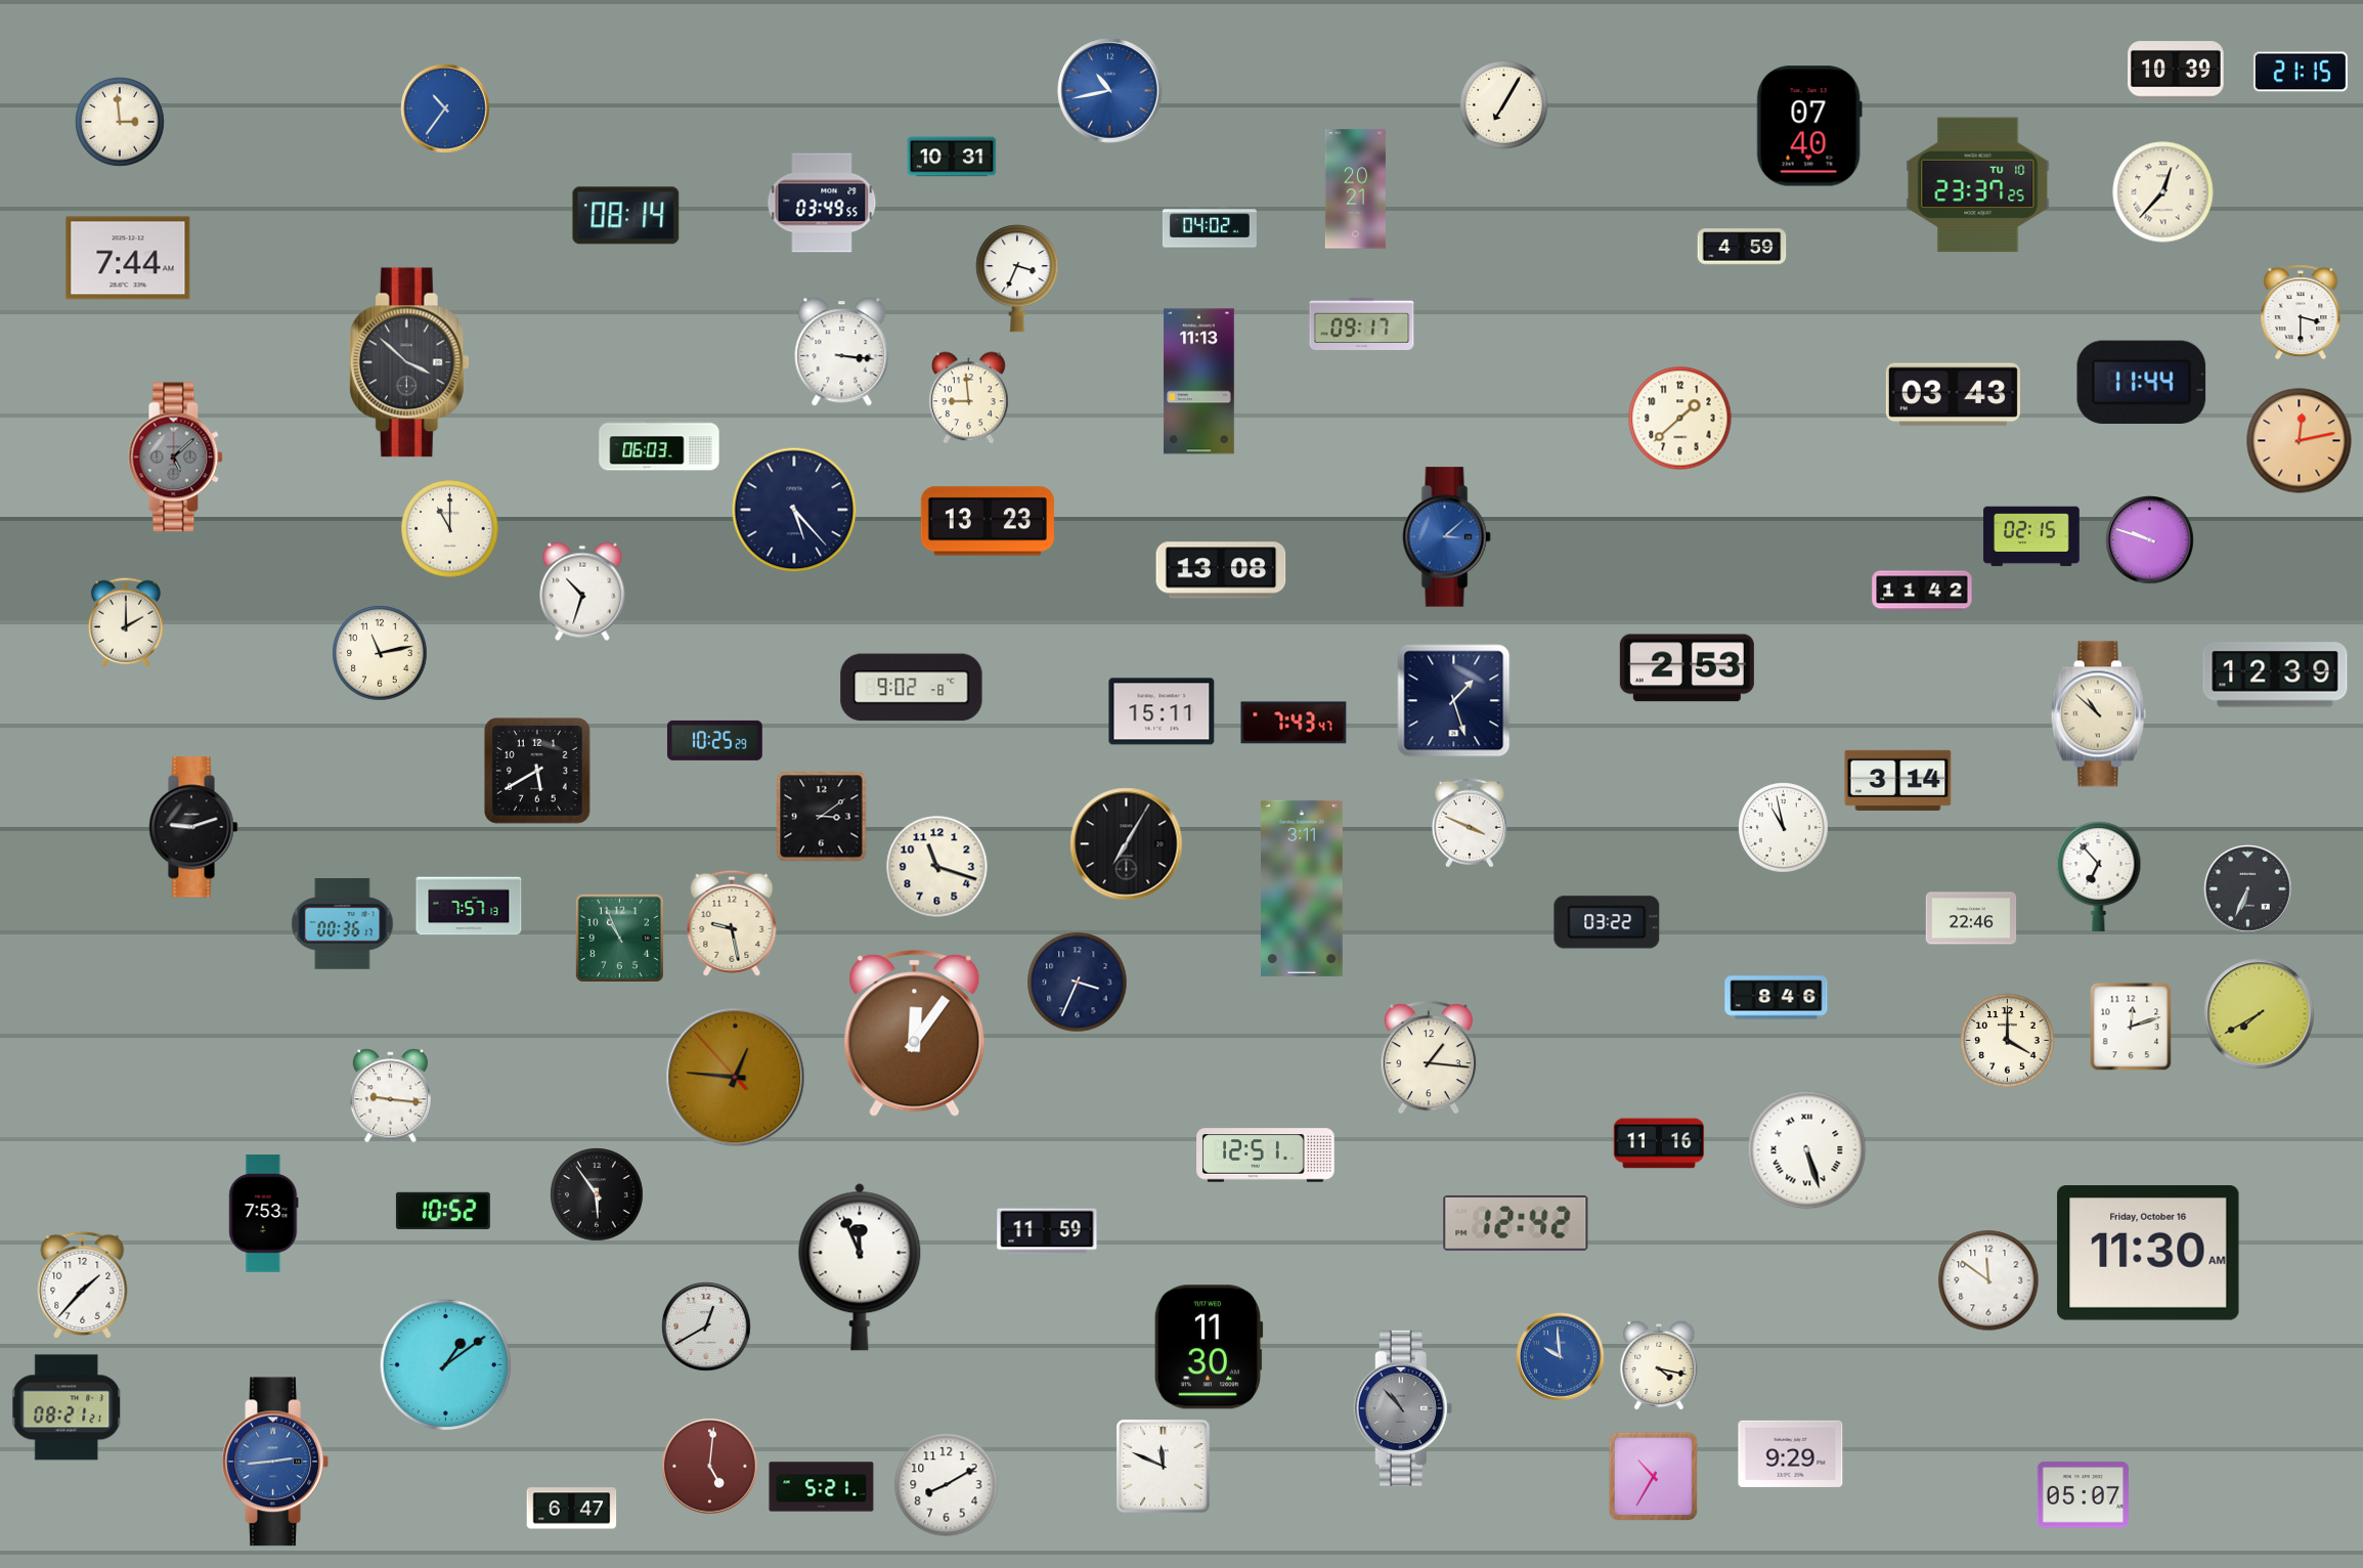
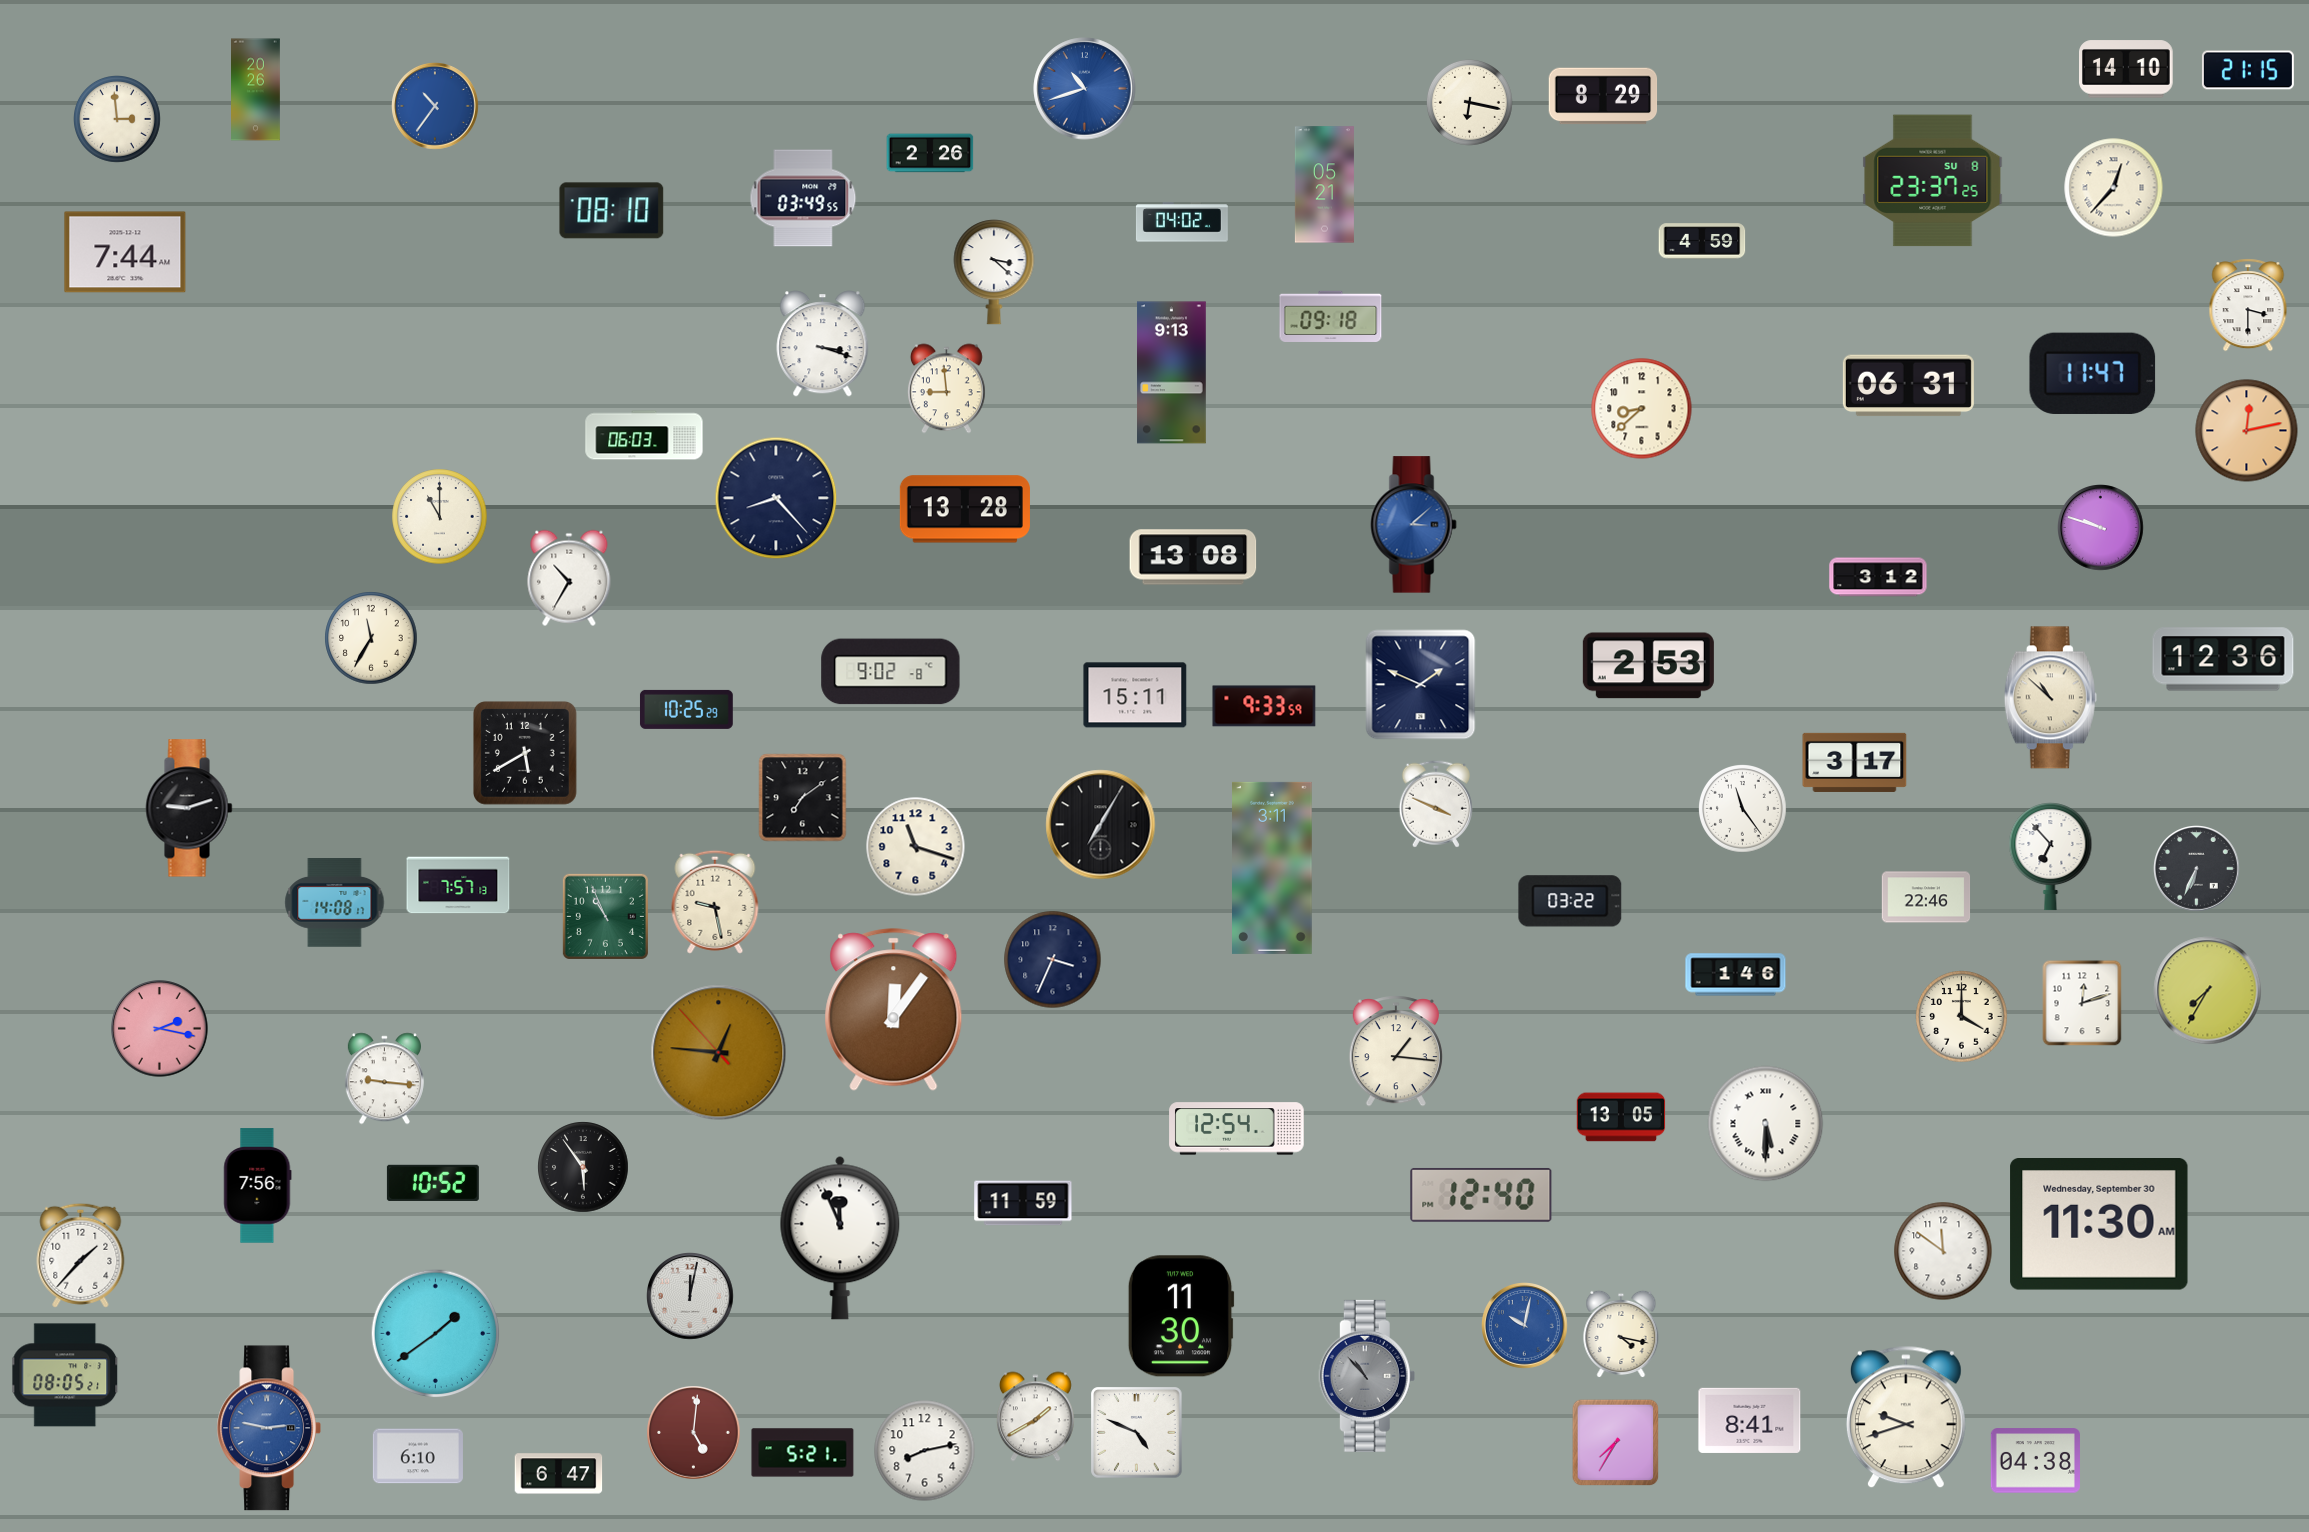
clock at (2177, 71): 10:39 -> 14:10
clock at (1110, 91): 10:43 -> 10:42
clock at (256, 90): none -> 20:26
clock at (1603, 96): none -> 8:29
clock at (1503, 104): 7:05 -> 6:17
clock at (1809, 126): 07:40 -> none
clock at (952, 157): 10:31 -> 2:26
clock at (1978, 185) date: TU 10 -> SU 8
clock at (1355, 189): 20:21 -> 05:21
clock at (626, 216): 08:14 -> 08:10
clock at (1017, 278): 3:34 -> 3:22
clock at (1362, 323): 09:17 -> 09:18
clock at (842, 352): 3:16 -> 3:18
clock at (409, 362): 3:52 -> none
clock at (1199, 382): 11:13 -> 9:13
clock at (2142, 382): 11:44 -> 11:47
clock at (1953, 395): 03:43 -> 06:31
clock at (1680, 419): 1:38 -> 8:38
clock at (176, 458): 5:08 -> none
clock at (794, 510): 5:23 -> 8:23
clock at (988, 521): 13:23 -> 13:28
clock at (2031, 536): 02:15 -> none
clock at (1922, 591): 11:42 -> 3:12
clock at (582, 592): 10:33 -> 10:35
clock at (126, 622): 2:00 -> none
clock at (380, 653): 11:13 -> 11:35
clock at (1687, 668) position: (1687, 668) -> (1648, 666)
clock at (2275, 674): 12:39 -> 12:36
clock at (1454, 701): 1:27 -> 1:49
clock at (1294, 723): 7:43 -> 9:33
clock at (714, 740) position: (714, 740) -> (686, 709)
clock at (1898, 780): 3:14 -> 3:17
clock at (822, 817): 3:09 -> 7:09
clock at (1784, 828): 10:58 -> 11:24
clock at (343, 924): 00:36 -> 14:08
clock at (1777, 998): 8:46 -> 1:46
clock at (2260, 1014): 7:40 -> 7:35
clock at (160, 1029): none -> 2:17
clock at (1429, 1057) position: (1429, 1057) -> (1396, 1051)
clock at (390, 1096) position: (390, 1096) -> (384, 1079)
clock at (1659, 1143): 11:16 -> 13:05
clock at (1807, 1150): 5:27 -> 5:30
clock at (1266, 1156): 12:51 -> 12:54
clock at (264, 1214): 7:53 -> 7:56
clock at (1516, 1223): 12:42 -> 12:40
clock at (2148, 1254) date: Friday, October 16 -> Wednesday, September 30
clock at (707, 1327): 12:40 -> 12:02
clock at (1561, 1357): 9:59 -> 10:02
clock at (446, 1365): 1:09 -> 1:39
clock at (67, 1407): 08:21 -> 08:05
clock at (1403, 1408) position: (1403, 1408) -> (1367, 1376)
clock at (1035, 1417): none -> 1:40
clock at (1906, 1417): none -> 9:42
clock at (1791, 1453): 9:29 -> 8:41
clock at (274, 1462): 2:44 -> 2:47
clock at (1164, 1467): 11:49 -> 4:49
clock at (1654, 1477): 10:35 -> 7:35
clock at (947, 1485): 8:10 -> 8:13
clock at (418, 1456): none -> 6:10
clock at (2083, 1495): 05:07 -> 04:38
